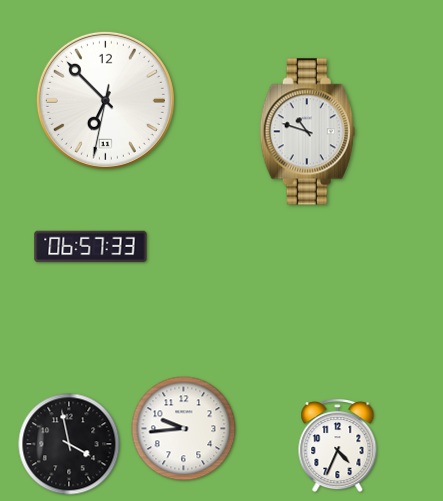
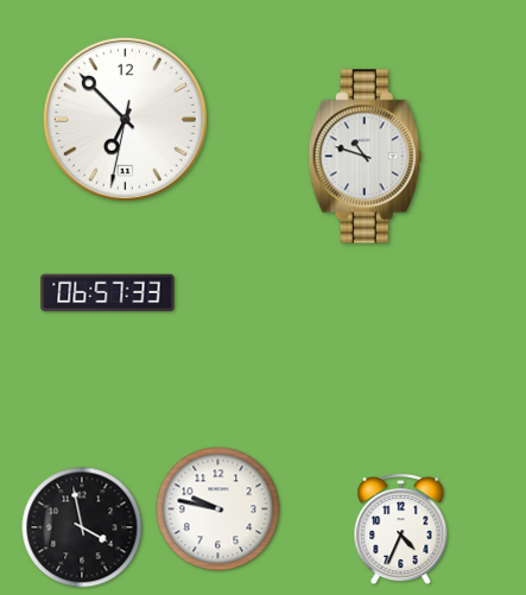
clock at (184, 429): 9:44 -> 9:47
